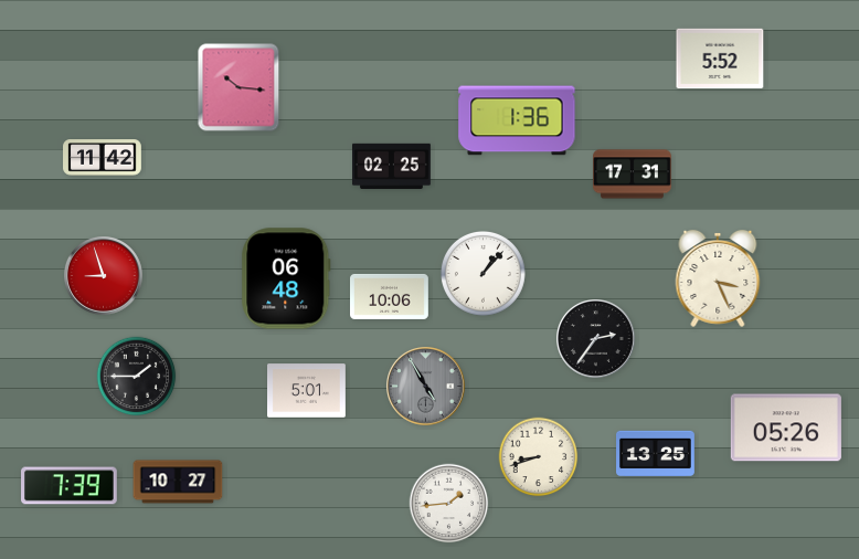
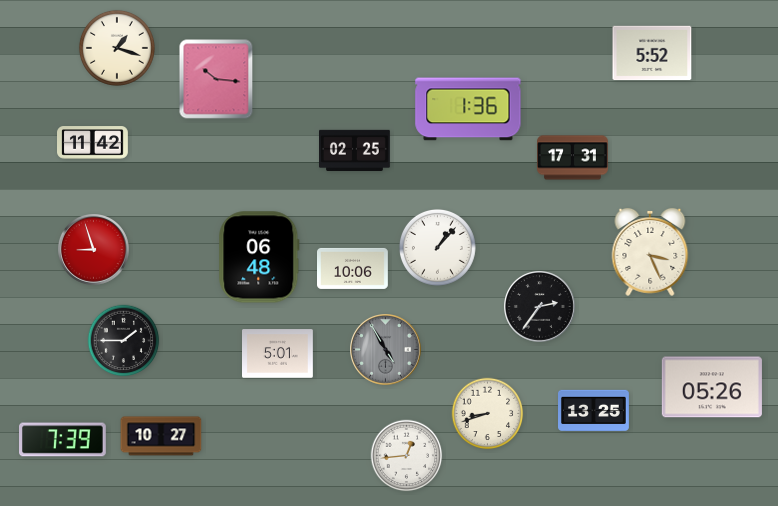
clock at (117, 48): none -> 1:18
clock at (286, 278) position: (286, 278) -> (259, 257)
clock at (449, 504): 1:44 -> 12:44
